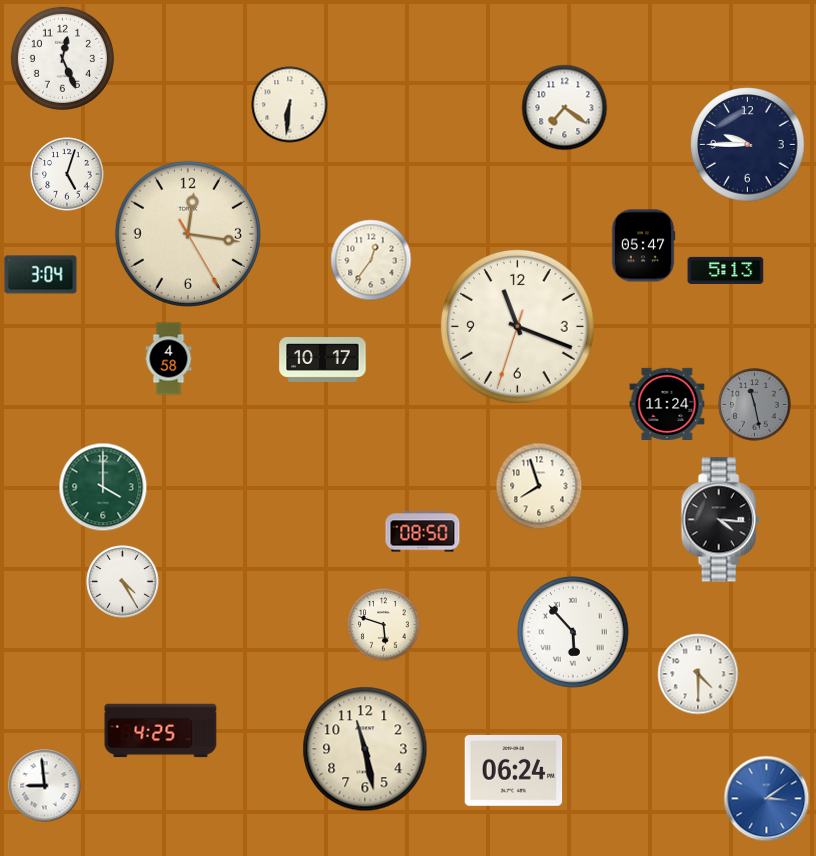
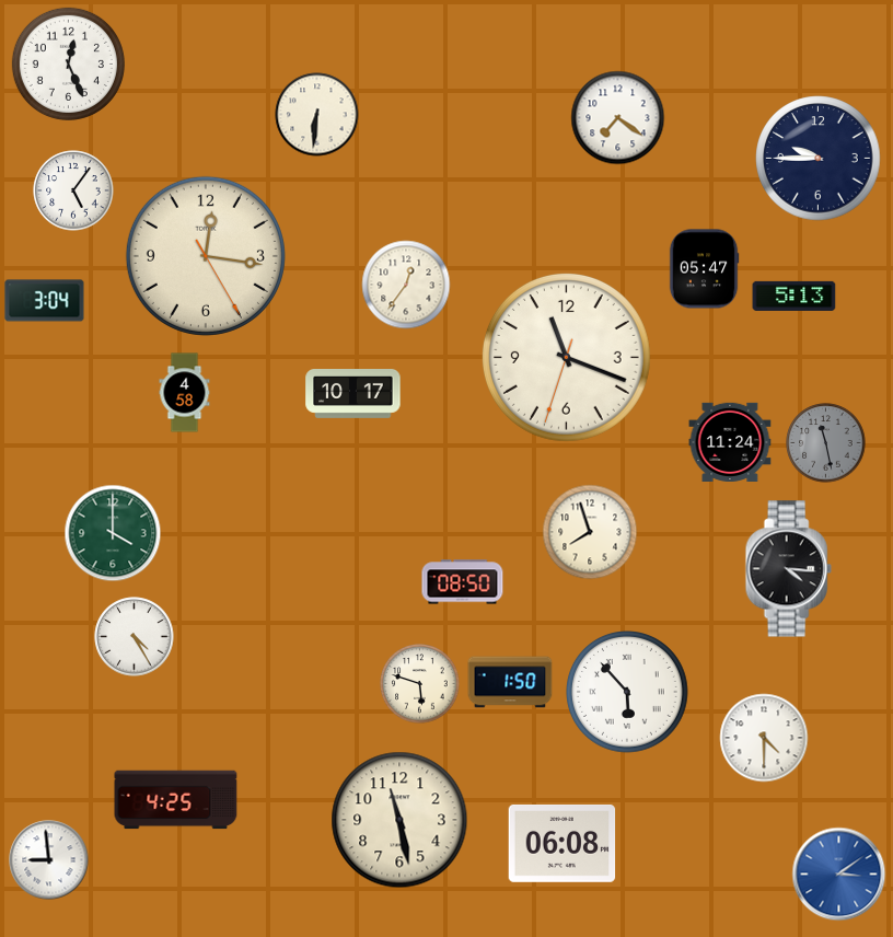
clock at (67, 174): 5:03 -> 5:06
clock at (510, 682): none -> 1:50
clock at (514, 770): 06:24 -> 06:08
